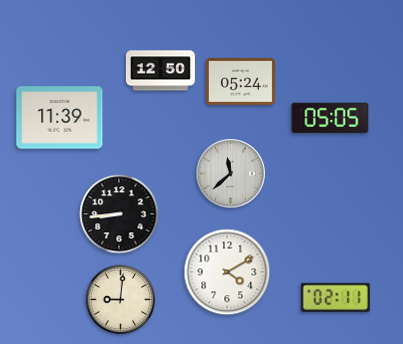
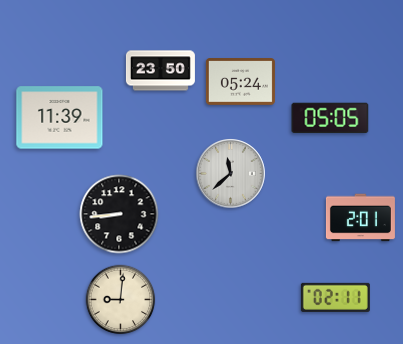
clock at (160, 71): 12:50 -> 23:50
clock at (360, 218): none -> 2:01
clock at (227, 272): 4:10 -> none
